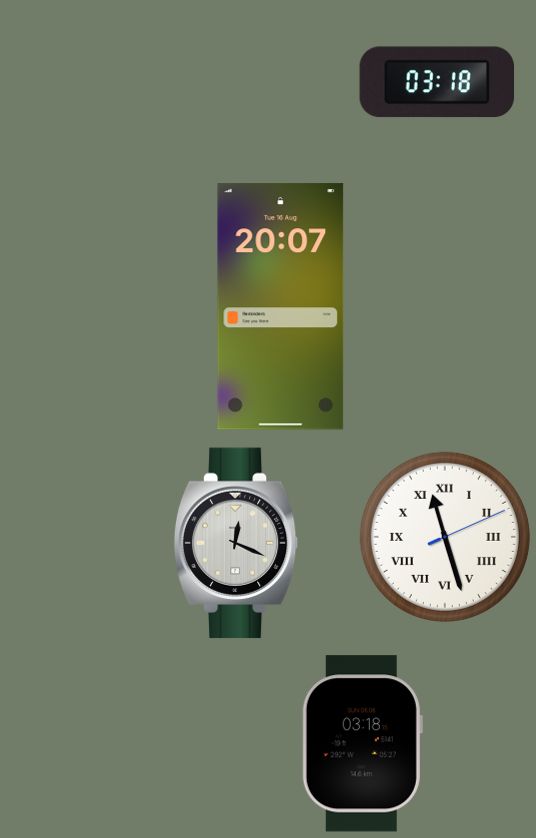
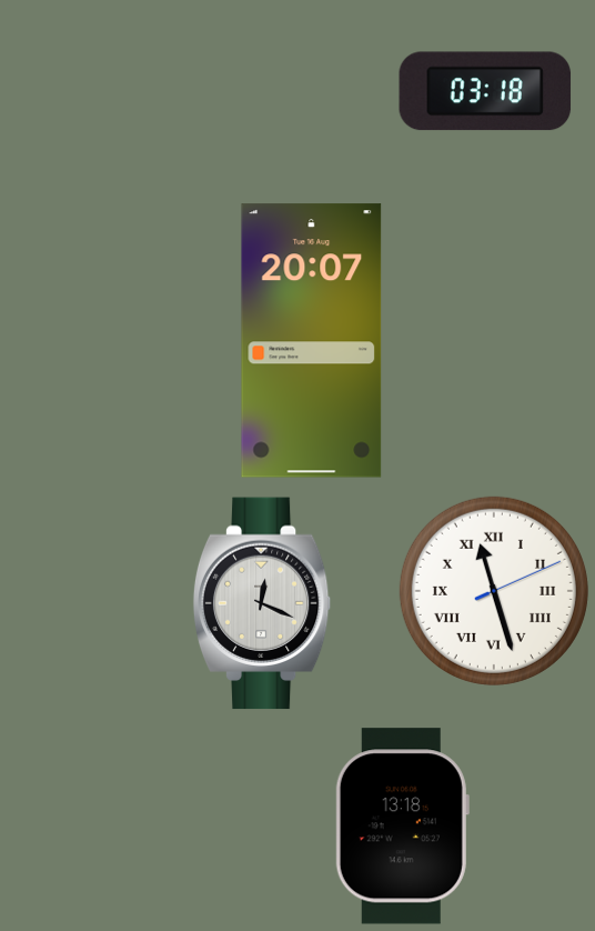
clock at (445, 537) position: (445, 537) -> (494, 591)
clock at (362, 744): 03:18 -> 13:18
